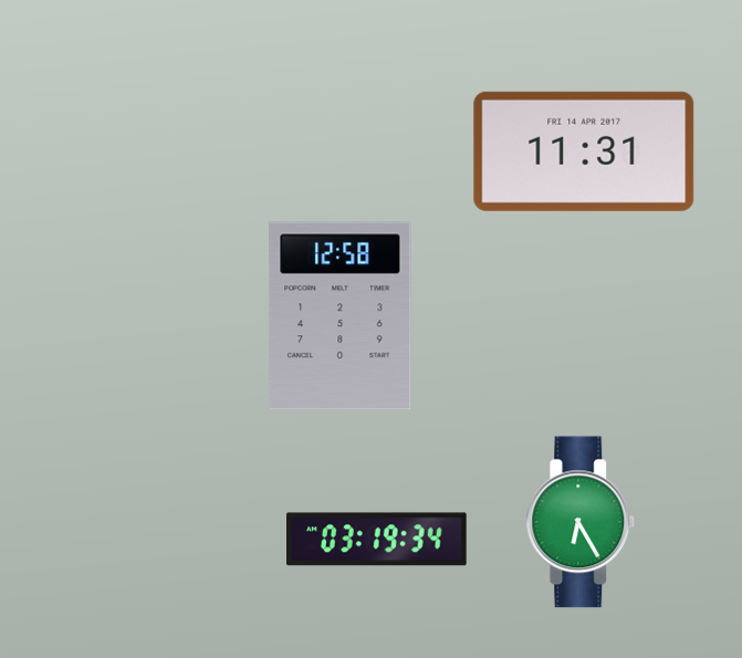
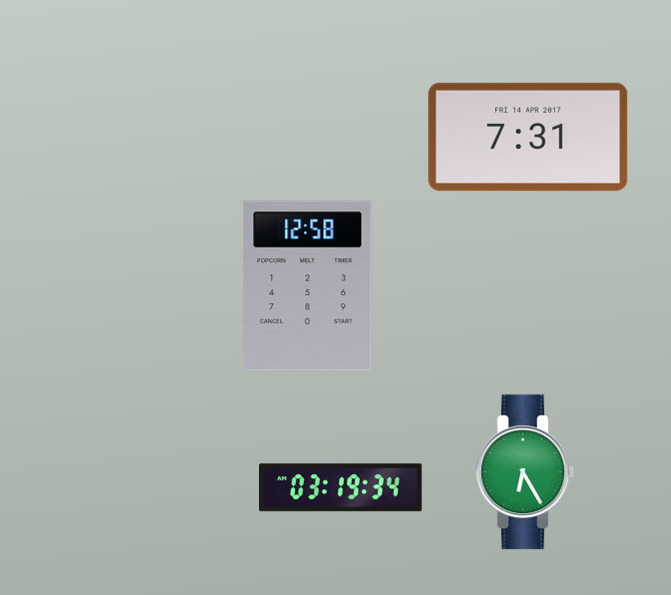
clock at (584, 152): 11:31 -> 7:31
